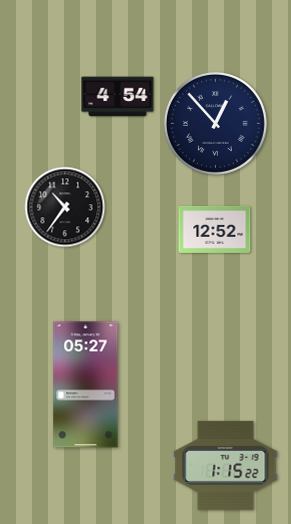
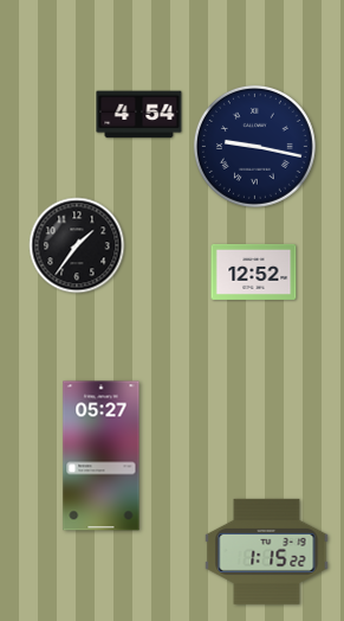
clock at (215, 123): 12:53 -> 9:17
clock at (65, 207): 10:36 -> 1:36
